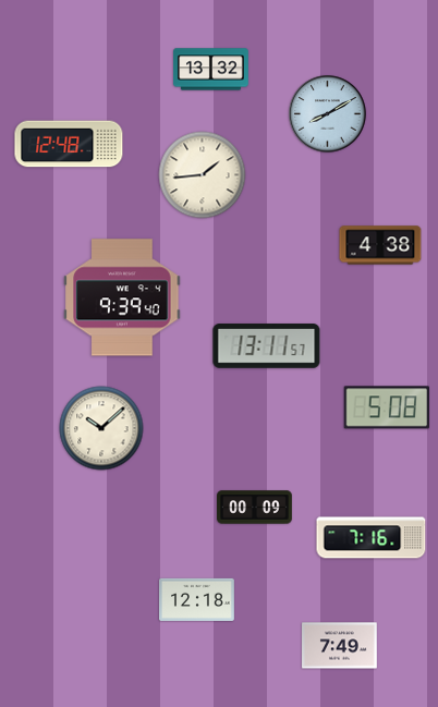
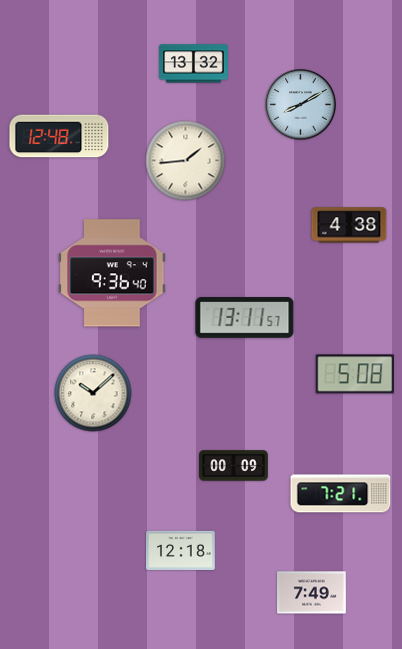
clock at (69, 144) position: (69, 144) -> (59, 136)
clock at (122, 297): 9:39 -> 9:36
clock at (372, 538): 7:16 -> 7:21
